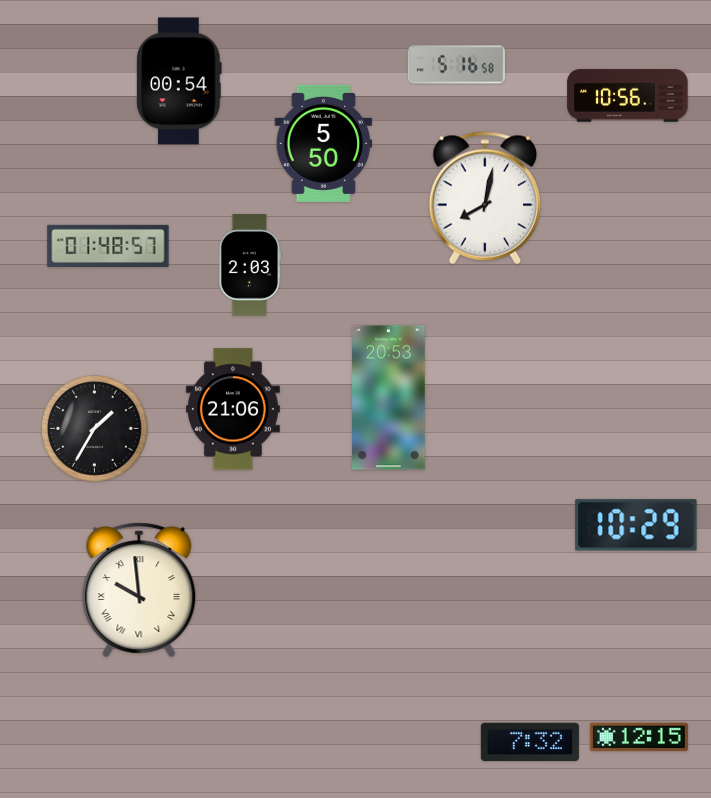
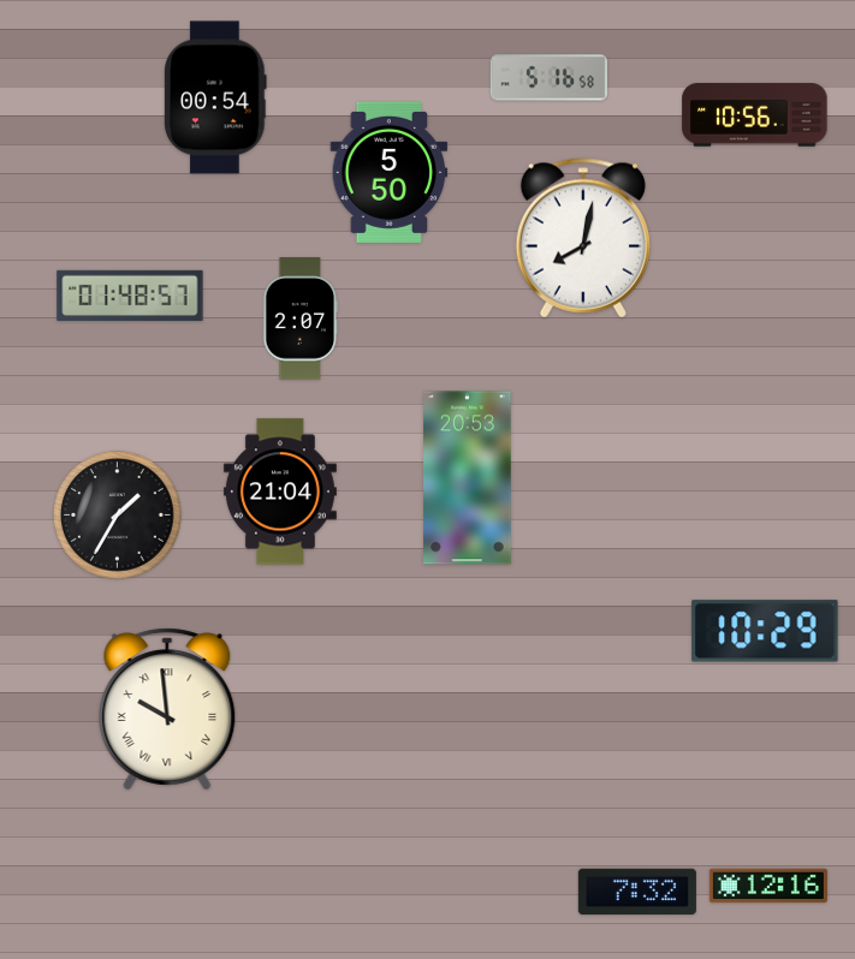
clock at (249, 265): 2:03 -> 2:07
clock at (233, 409): 21:06 -> 21:04
clock at (95, 429) position: (95, 429) -> (118, 516)
clock at (639, 737): 12:15 -> 12:16
